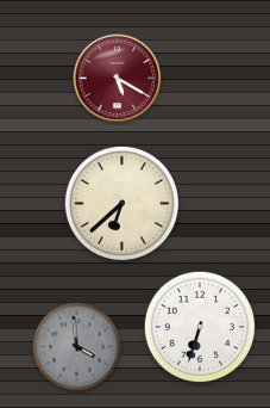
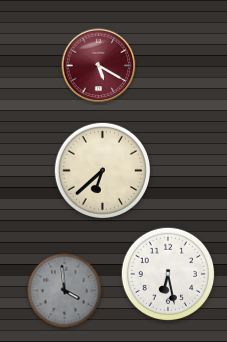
clock at (200, 327): 6:33 -> 6:28
